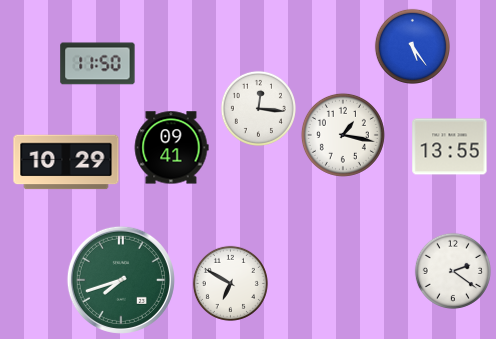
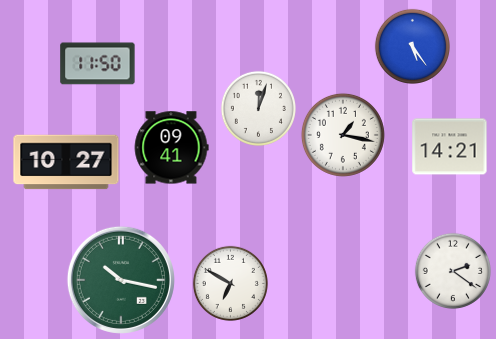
clock at (258, 108): 12:16 -> 12:03
clock at (450, 147): 13:55 -> 14:21
clock at (66, 162): 10:29 -> 10:27
clock at (121, 280): 7:42 -> 10:17
